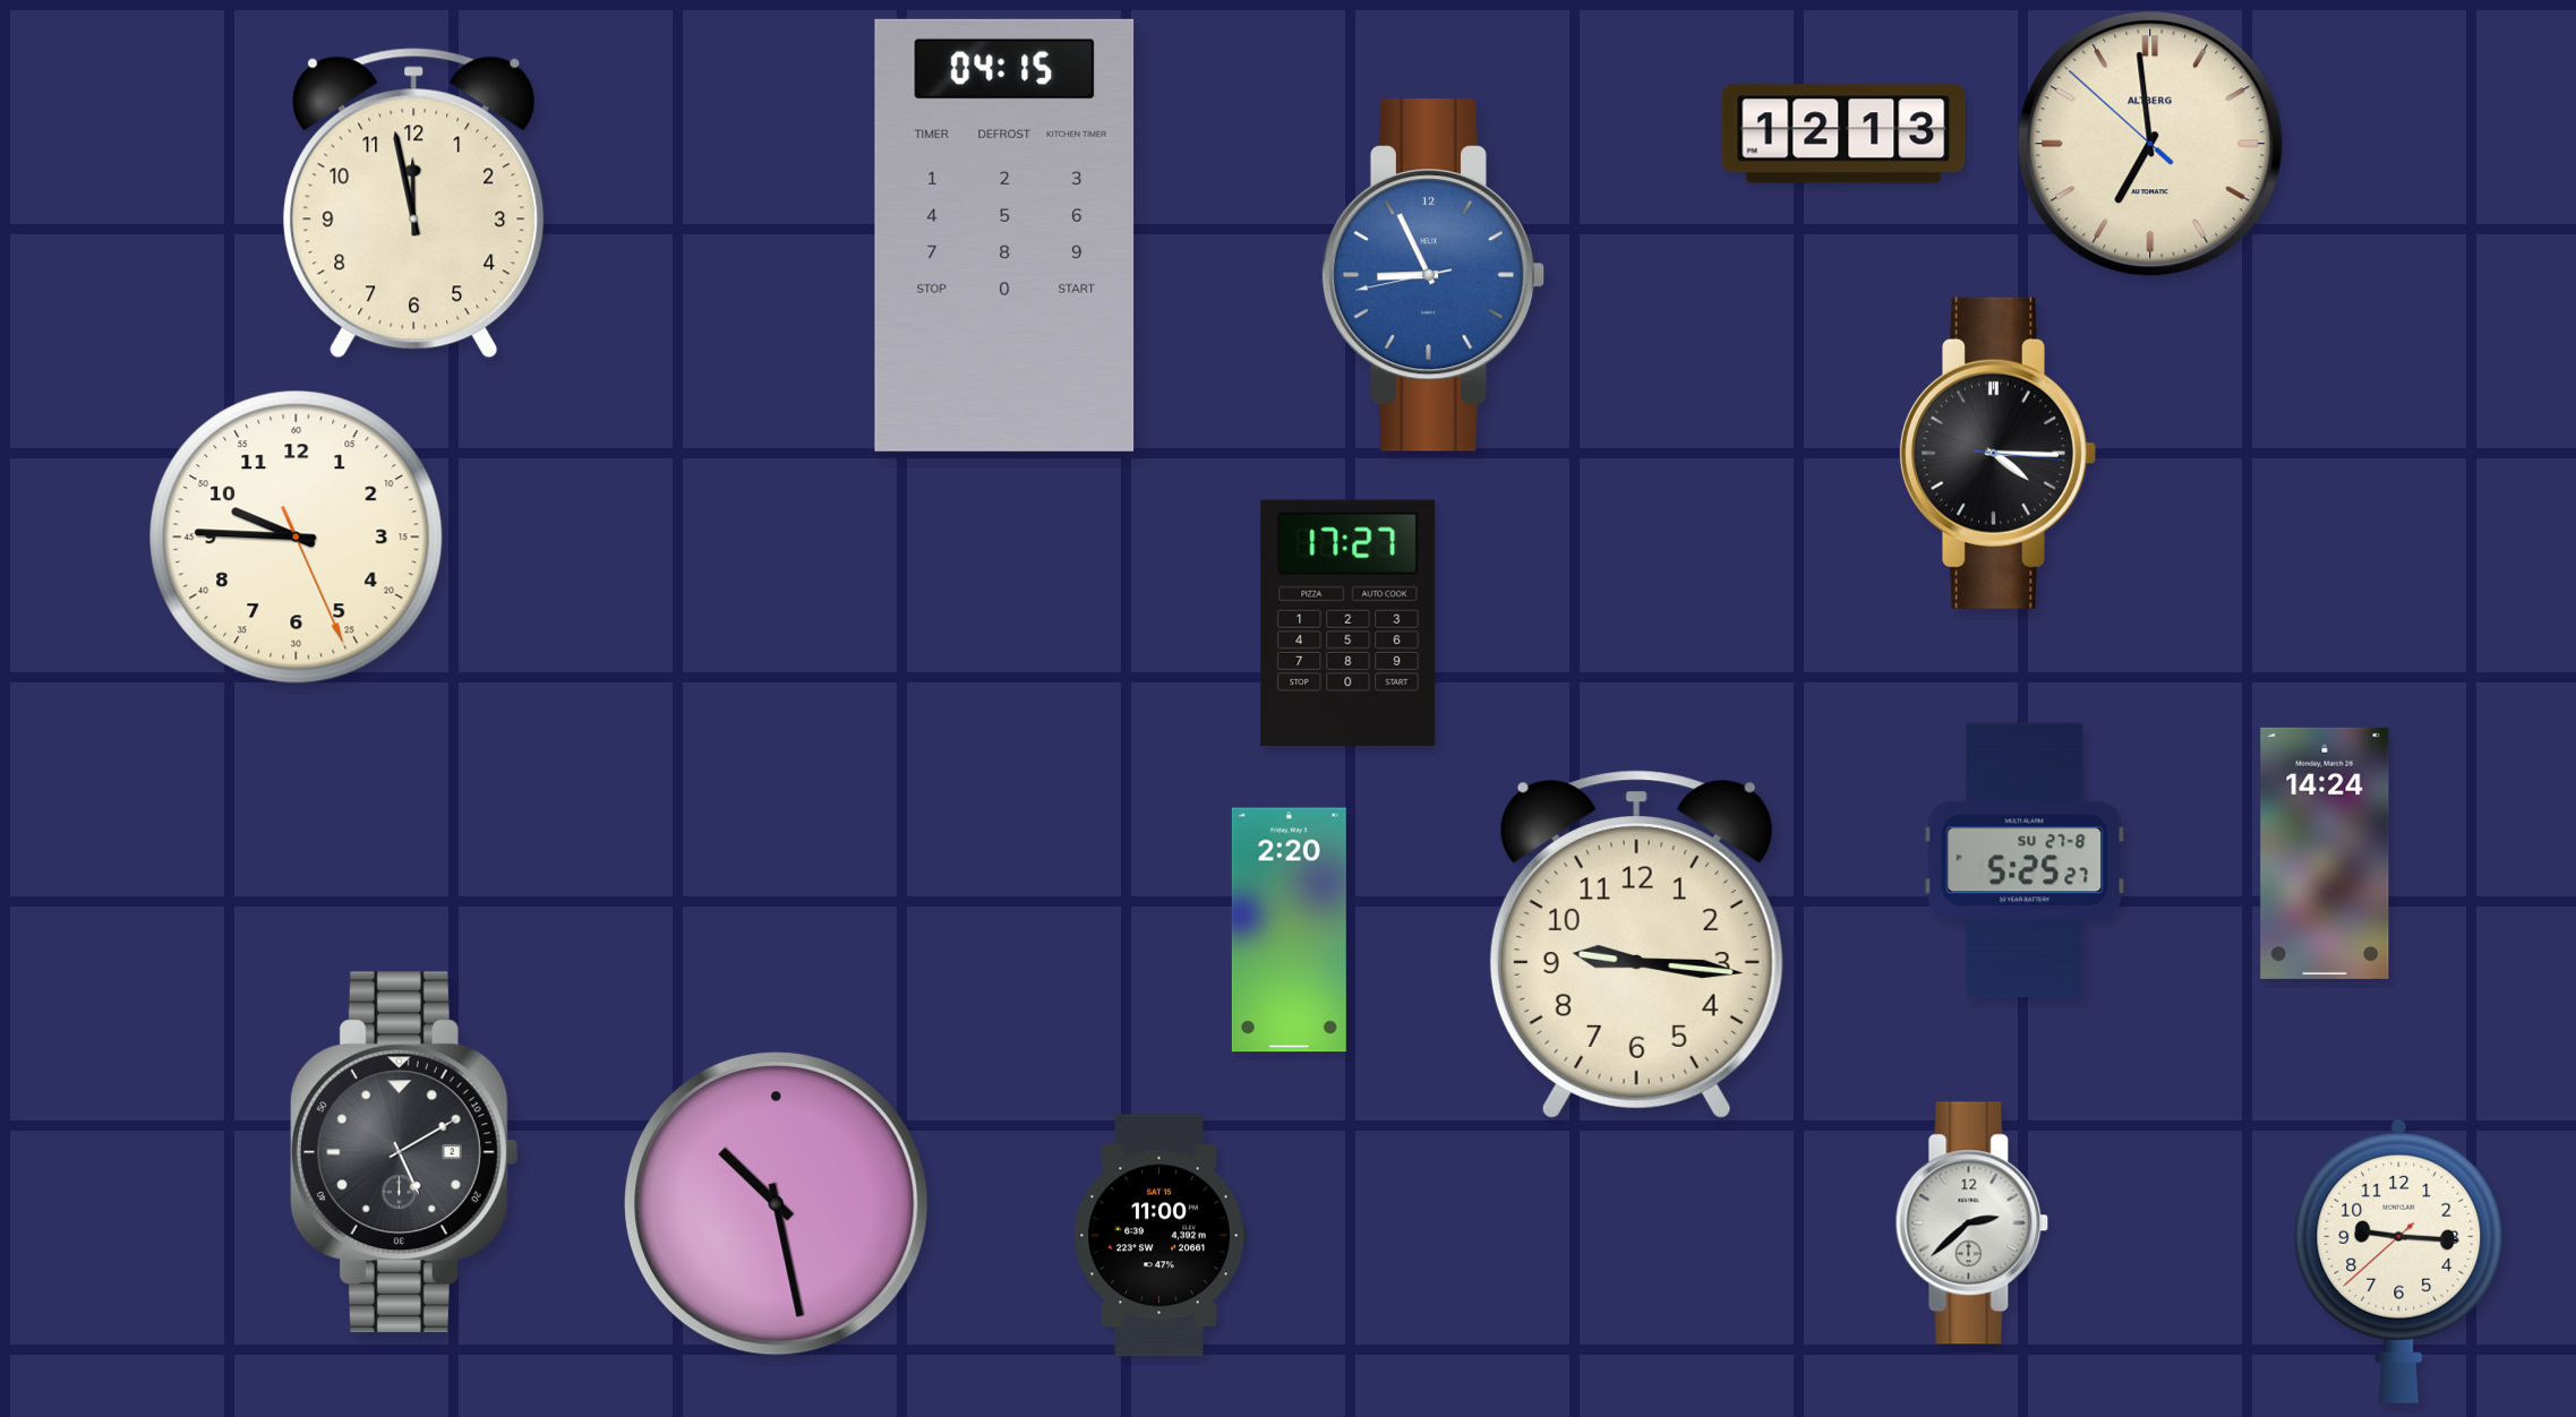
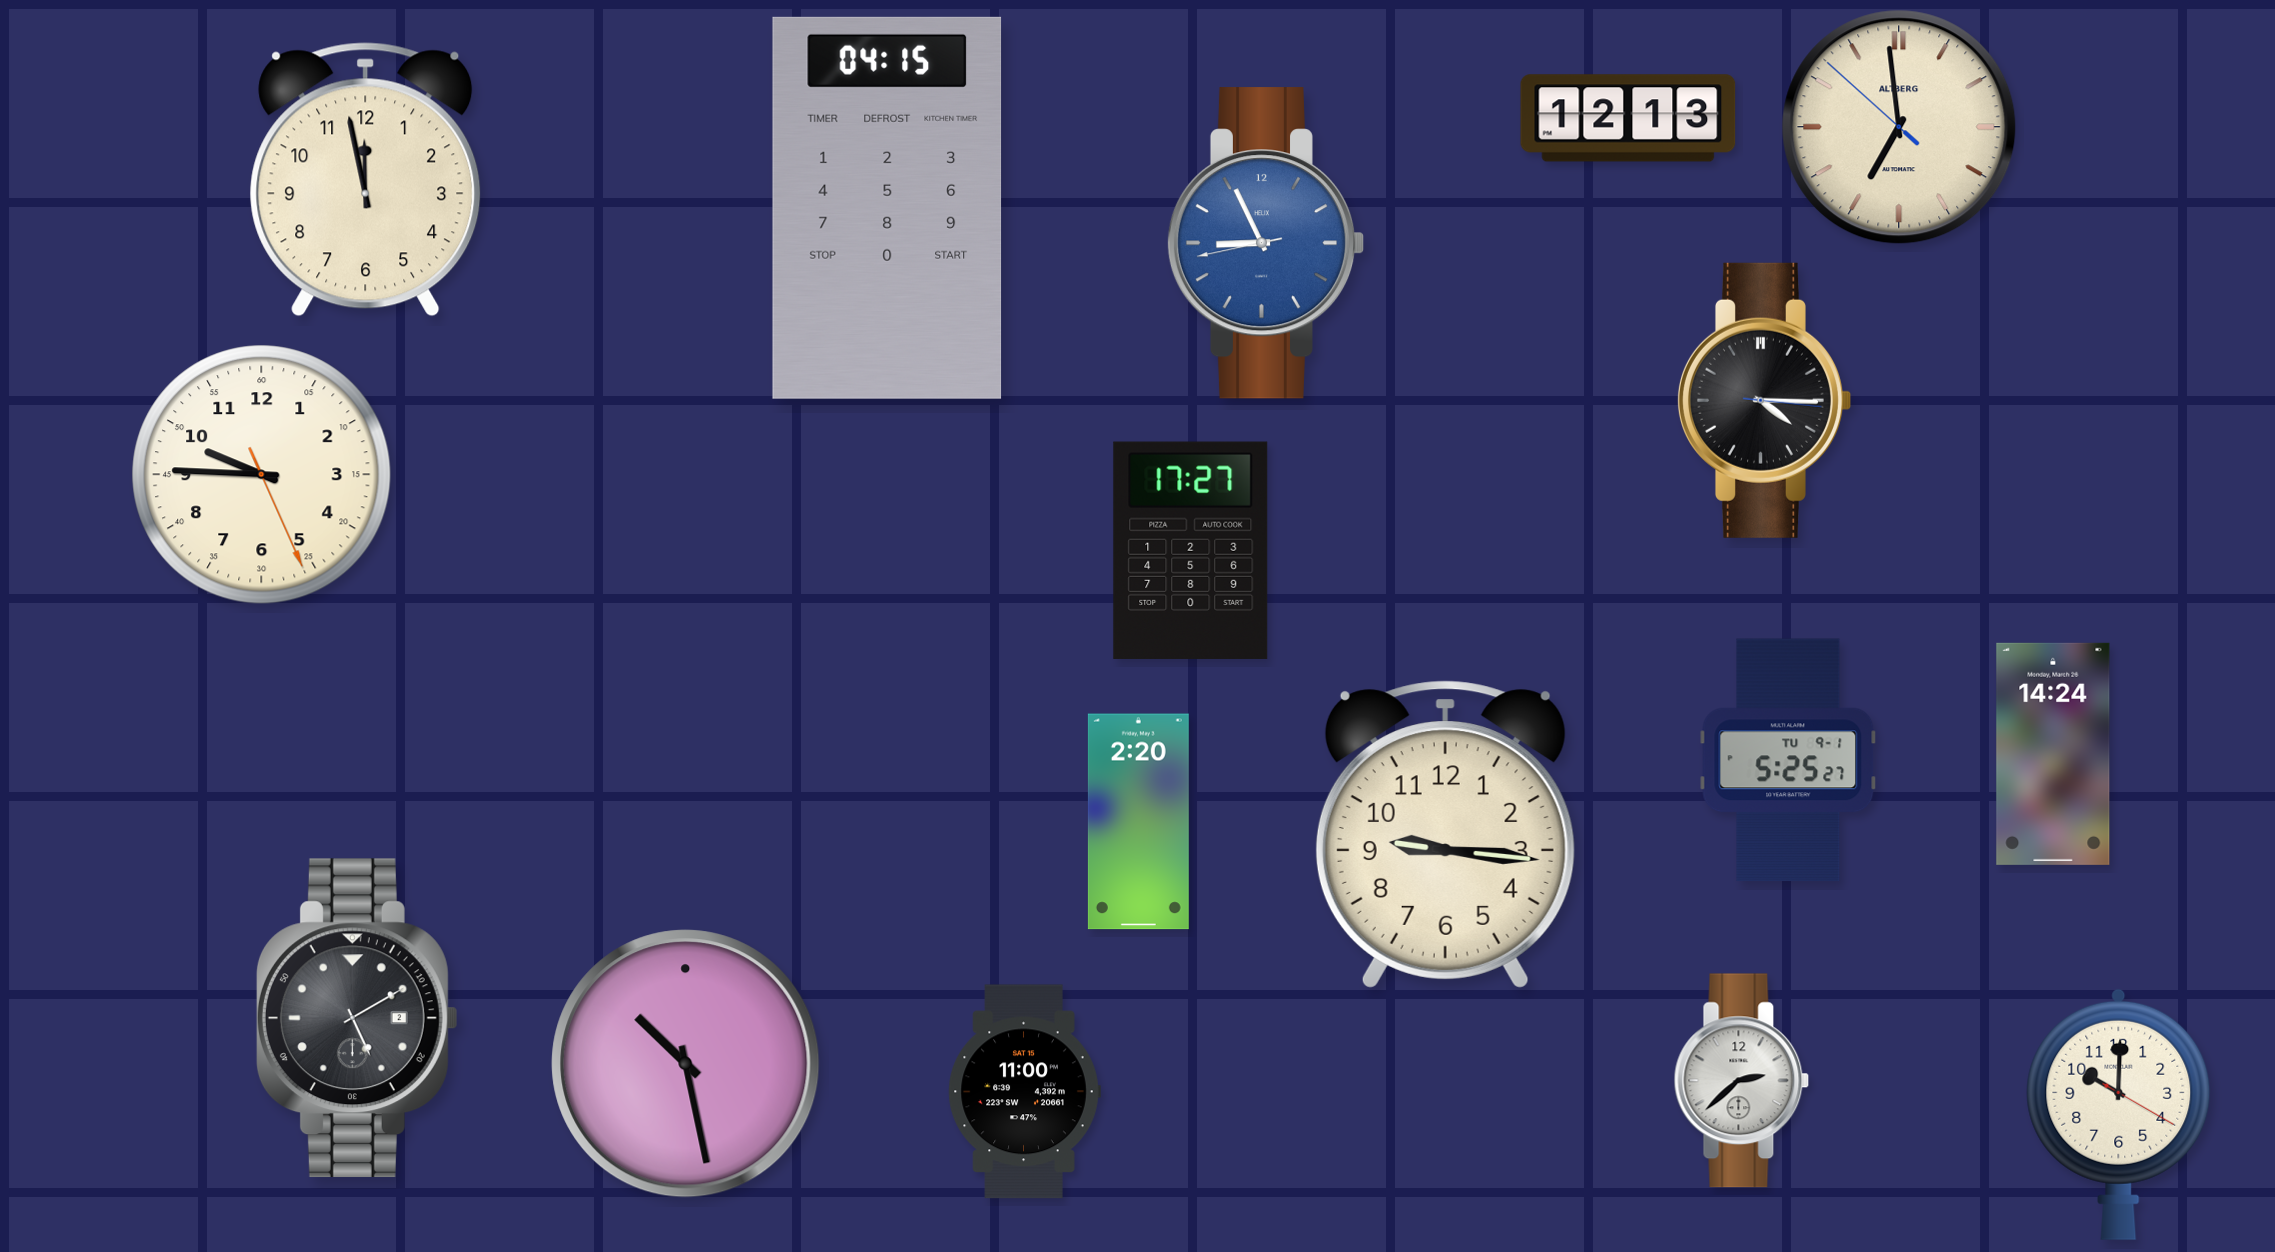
clock at (2025, 860) date: SU 27-8 -> TU 9-1
clock at (2399, 1261): 9:15 -> 10:00
